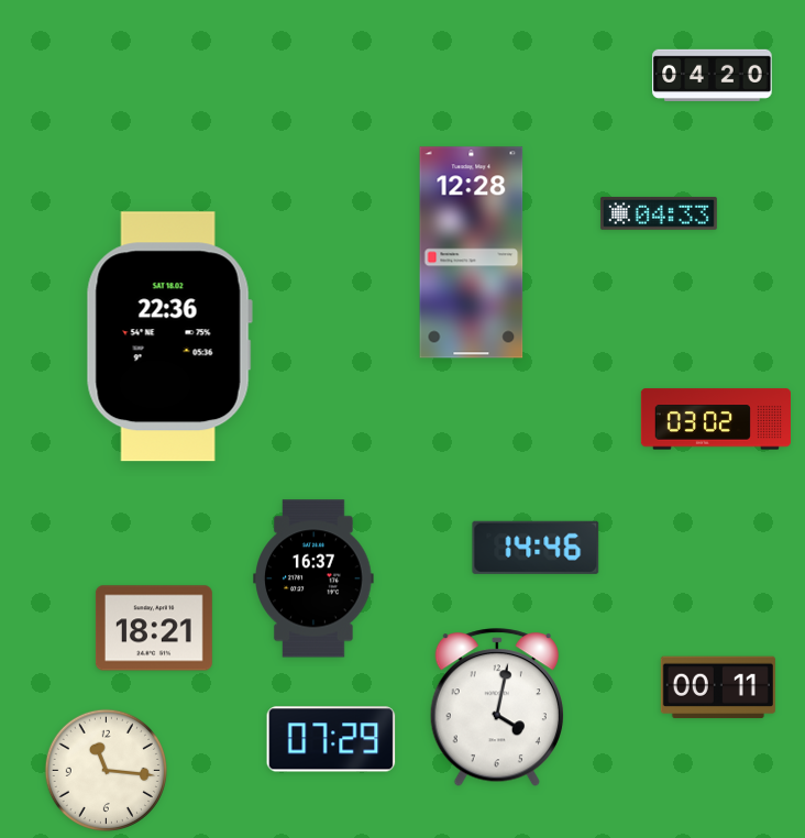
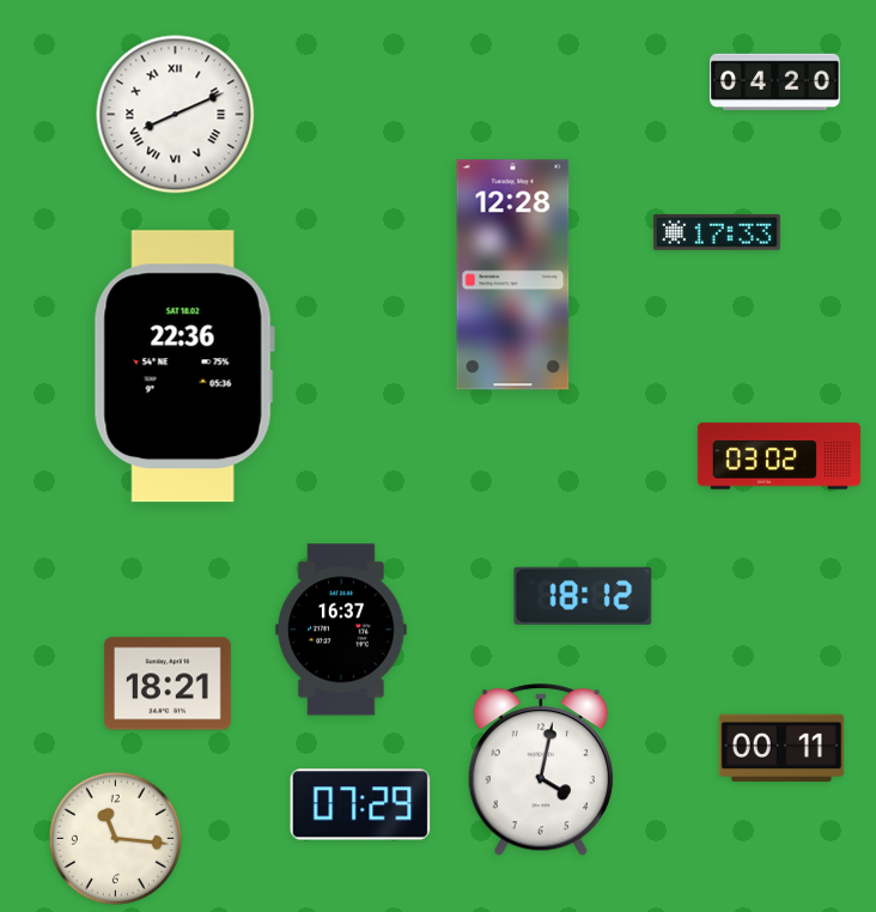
clock at (176, 115): none -> 8:11
clock at (659, 213): 04:33 -> 17:33
clock at (536, 548): 14:46 -> 18:12
